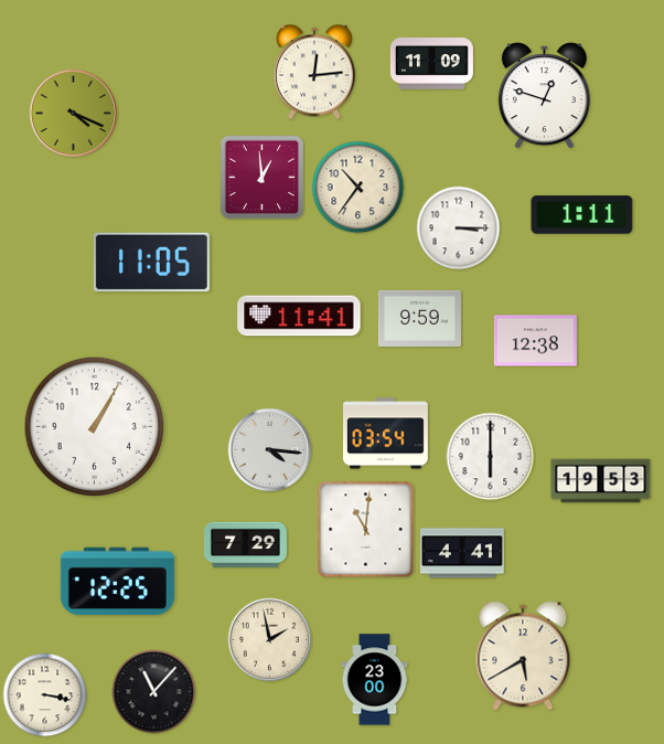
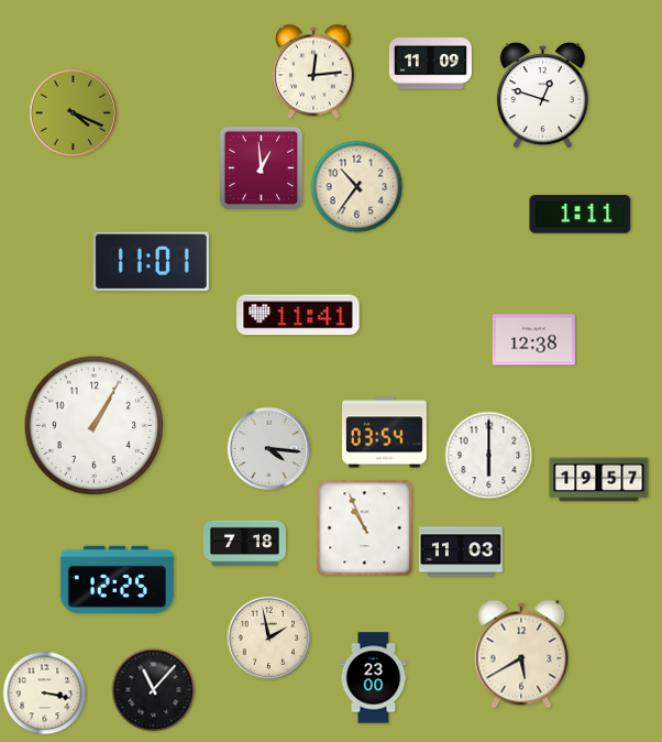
clock at (263, 178) position: (263, 178) -> (262, 168)
clock at (459, 228): 3:15 -> none
clock at (151, 263): 11:05 -> 11:01
clock at (419, 318): 9:59 -> none
clock at (601, 481): 19:53 -> 19:57
clock at (366, 530): 11:01 -> 10:56
clock at (245, 545): 7:29 -> 7:18
clock at (462, 553): 4:41 -> 11:03
